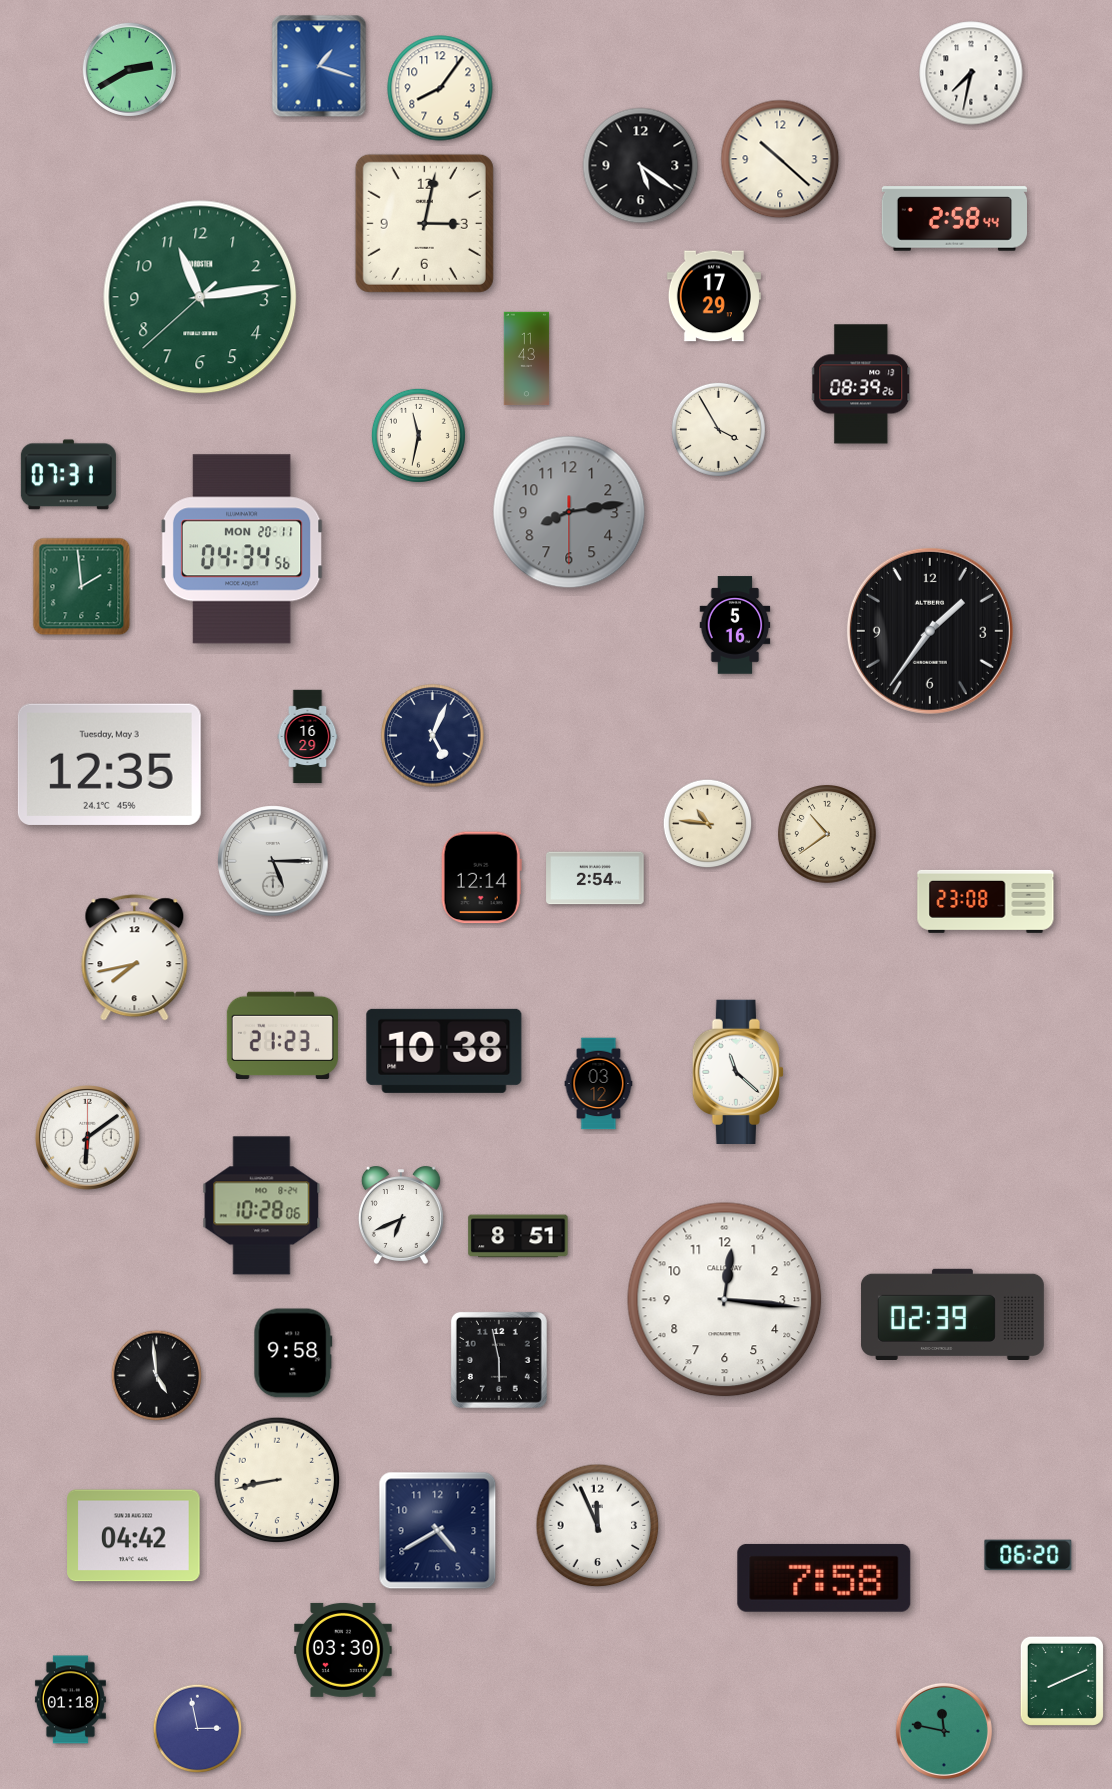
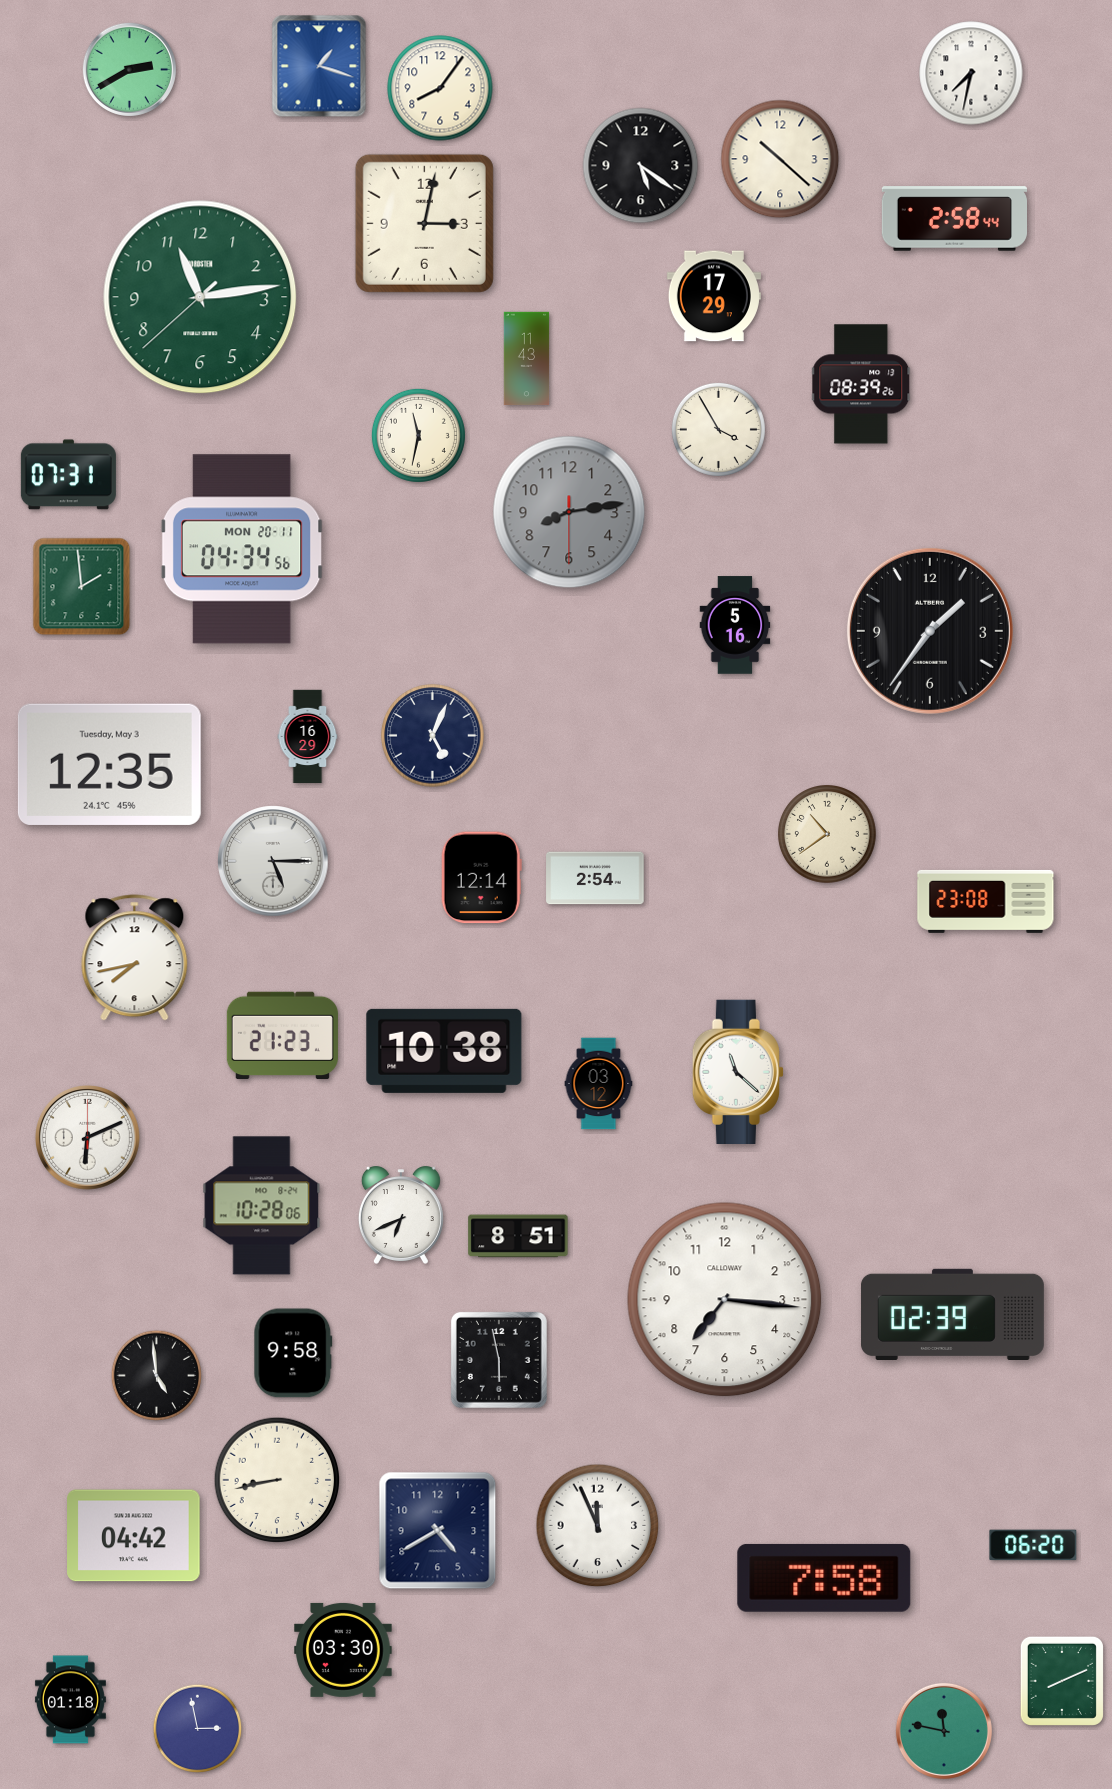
clock at (708, 824): 10:46 -> none
clock at (88, 1138): 6:09 -> 6:11
clock at (725, 1300): 12:16 -> 7:16
clock at (1028, 1555) position: (1028, 1555) -> (1033, 1545)
